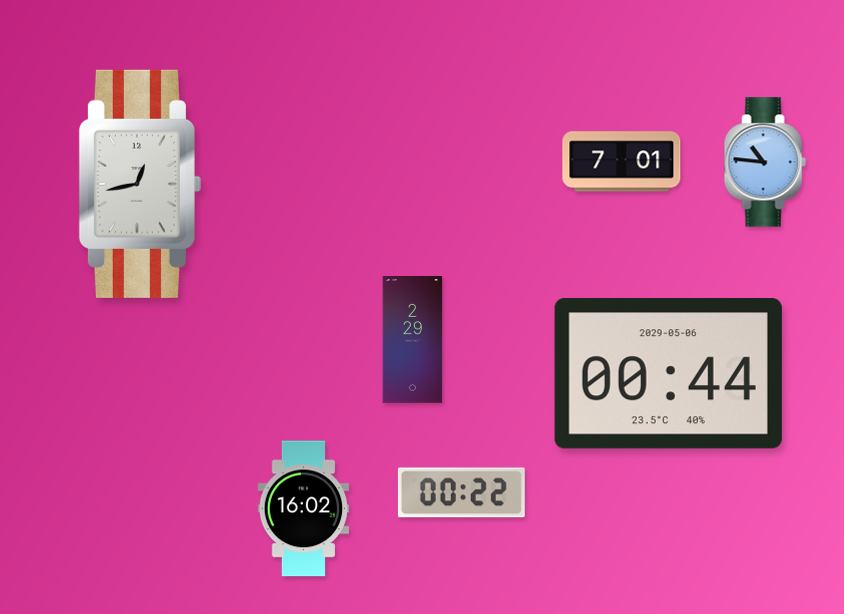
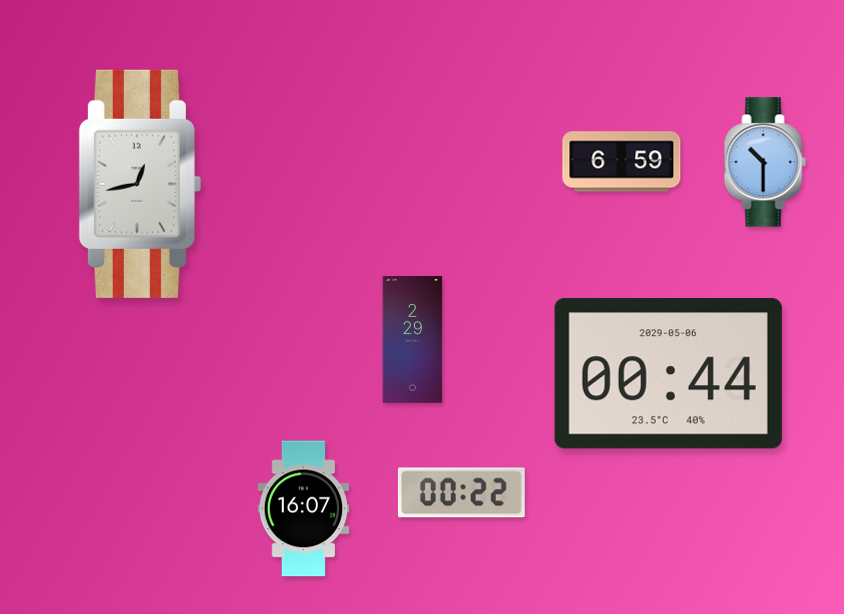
clock at (622, 162): 7:01 -> 6:59
clock at (765, 162): 10:46 -> 10:30
clock at (304, 509): 16:02 -> 16:07
